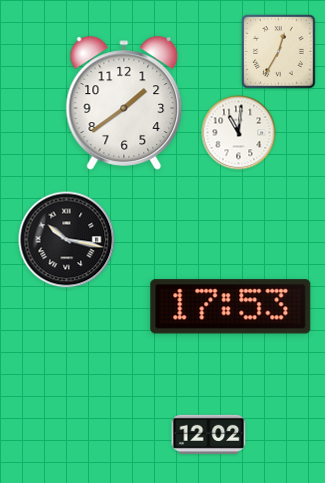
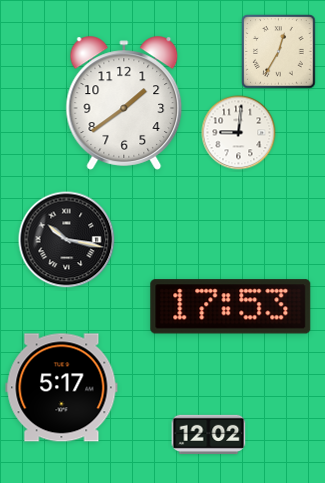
clock at (239, 133): 11:01 -> 9:01
clock at (62, 388): none -> 5:17
